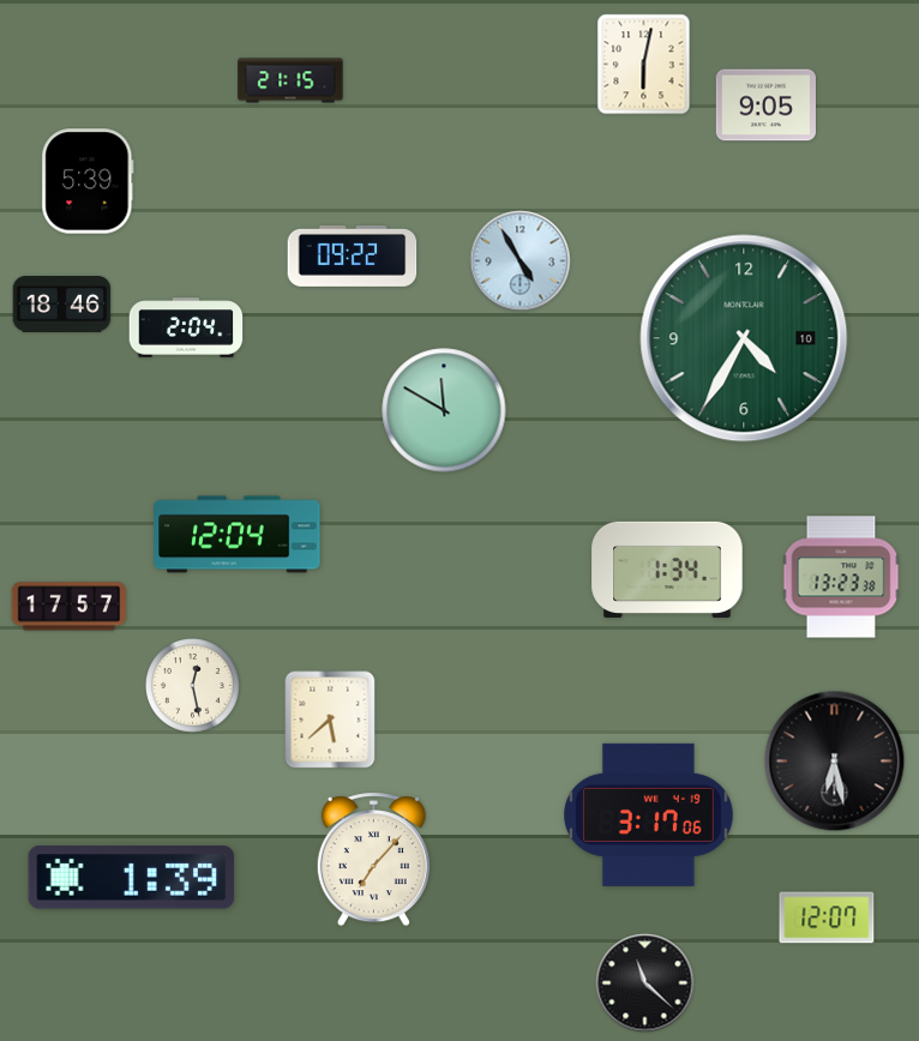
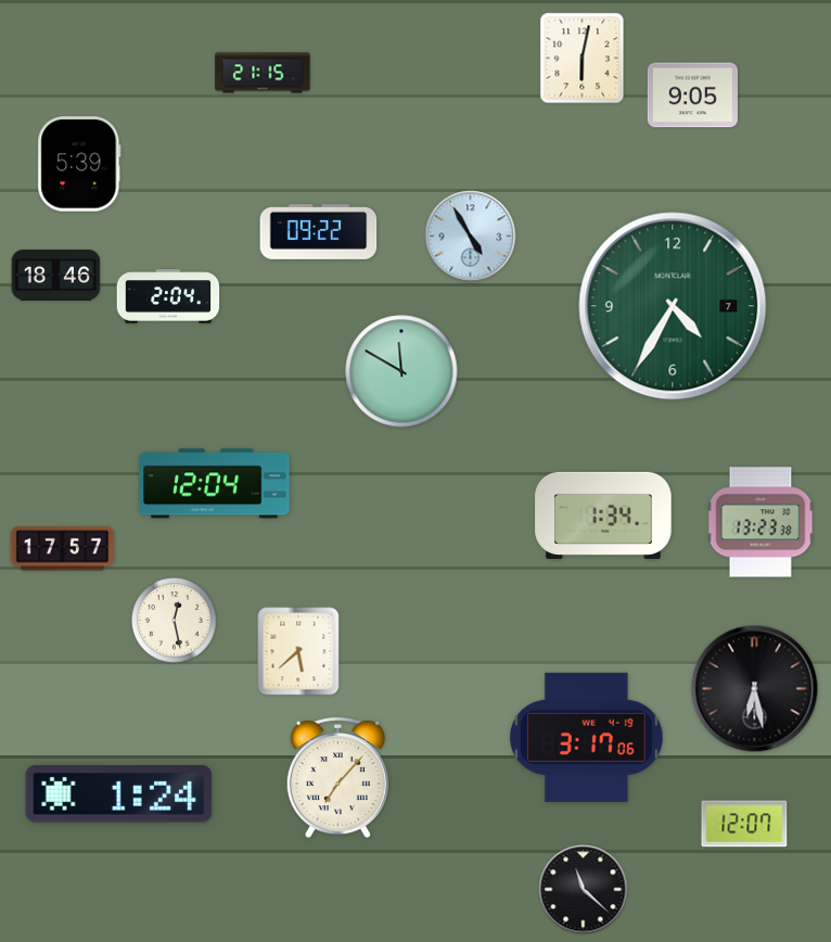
clock at (744, 338) date: 10 -> 7
clock at (132, 878): 1:39 -> 1:24
clock at (827, 917) position: (827, 917) -> (744, 824)
